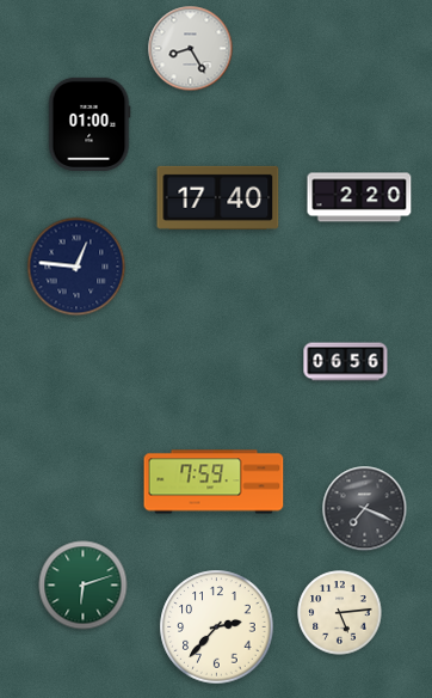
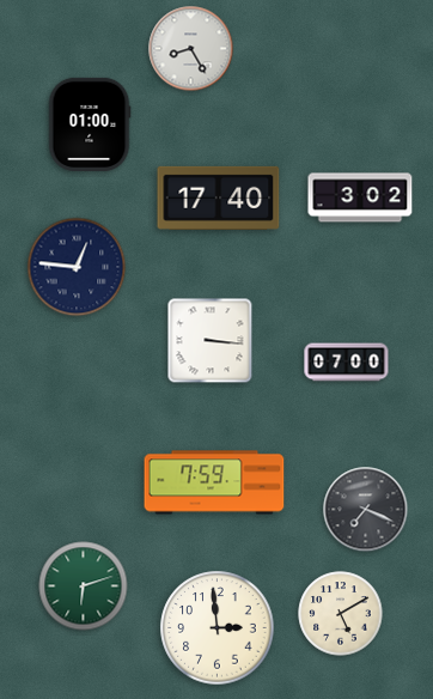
clock at (359, 197): 2:20 -> 3:02
clock at (211, 341): none -> 3:16
clock at (346, 362): 06:56 -> 07:00
clock at (340, 613): 5:14 -> 5:10
clock at (217, 627): 2:37 -> 2:59
